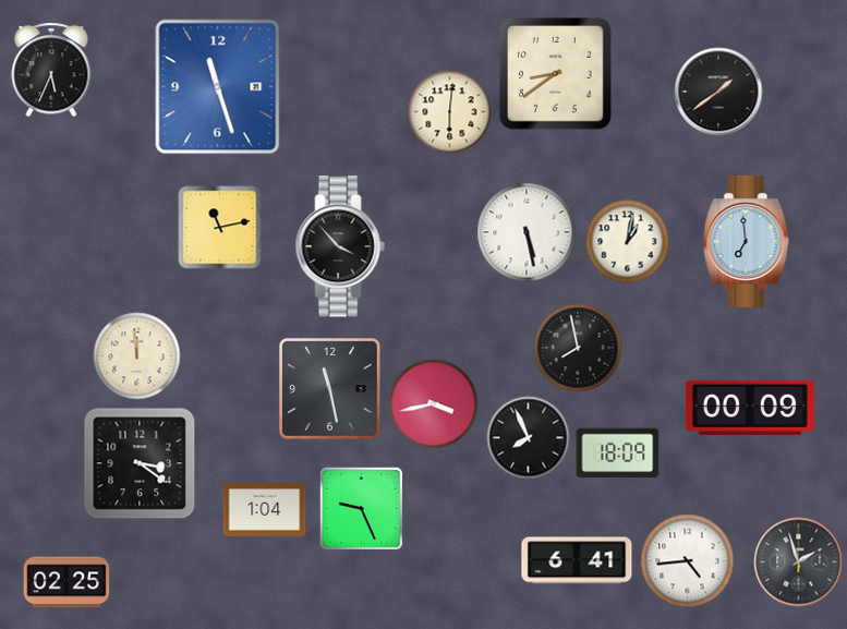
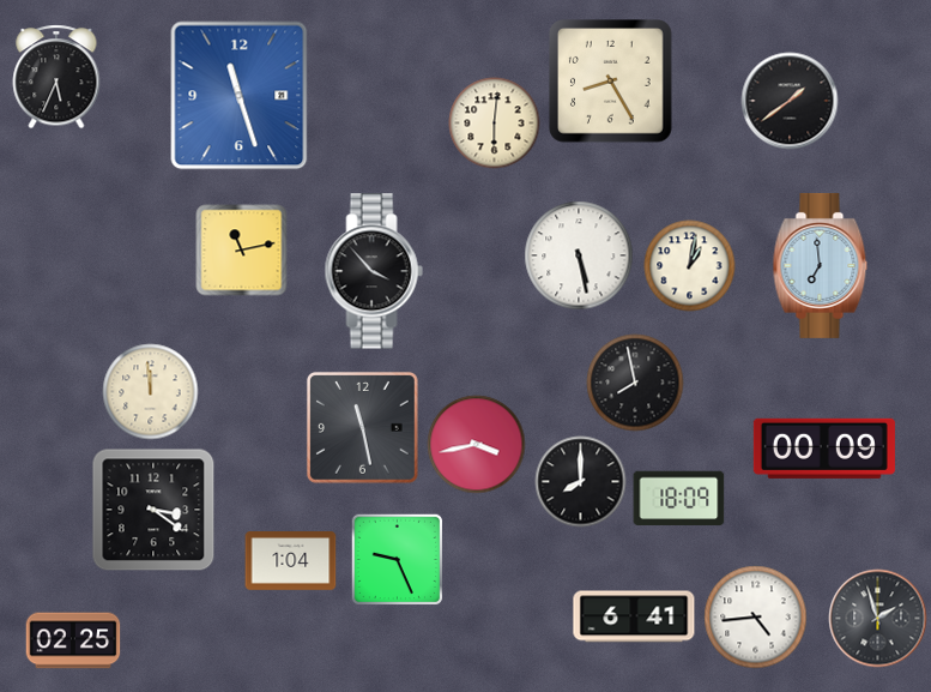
clock at (556, 74): 8:39 -> 8:25
clock at (529, 438): 7:56 -> 8:00
